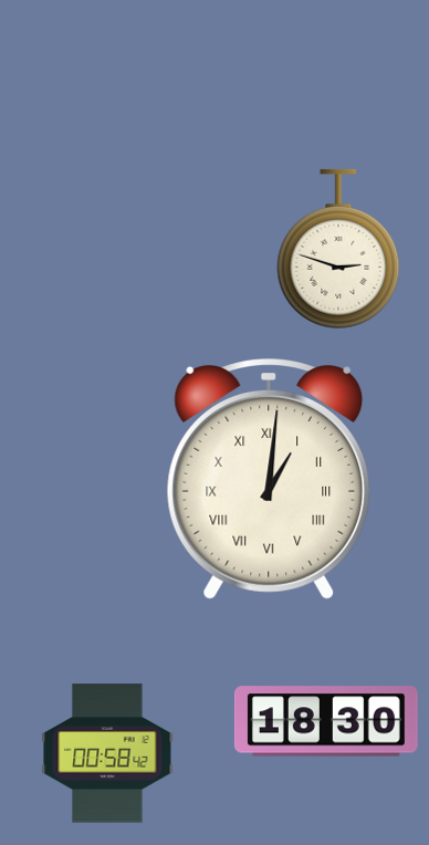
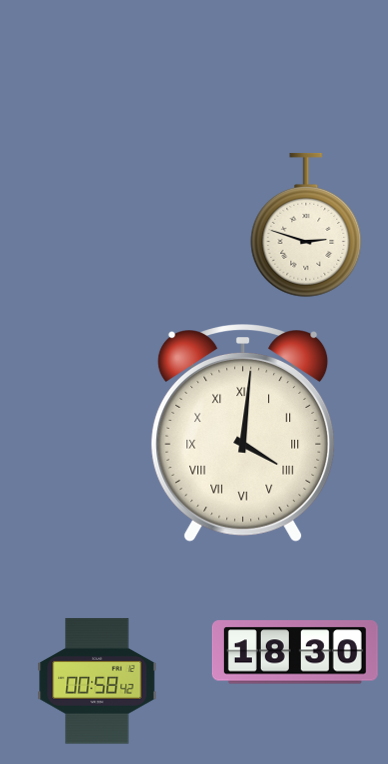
clock at (269, 480): 1:01 -> 4:01
